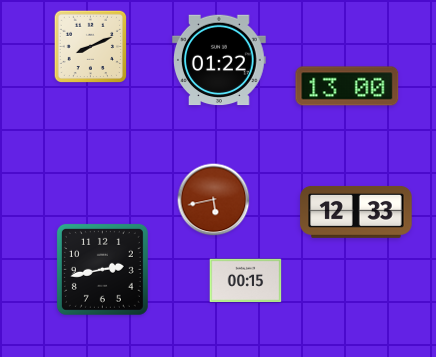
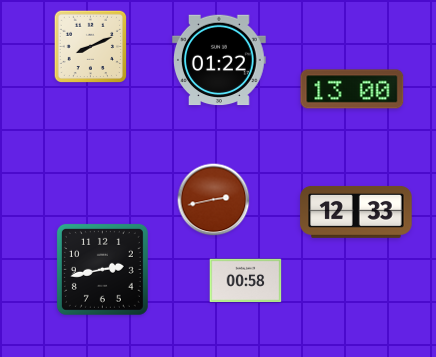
clock at (347, 86) position: (347, 86) -> (352, 89)
clock at (214, 200): 5:43 -> 2:43
clock at (246, 281): 00:15 -> 00:58
